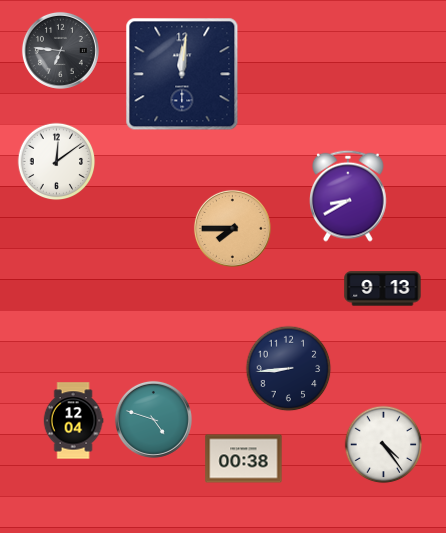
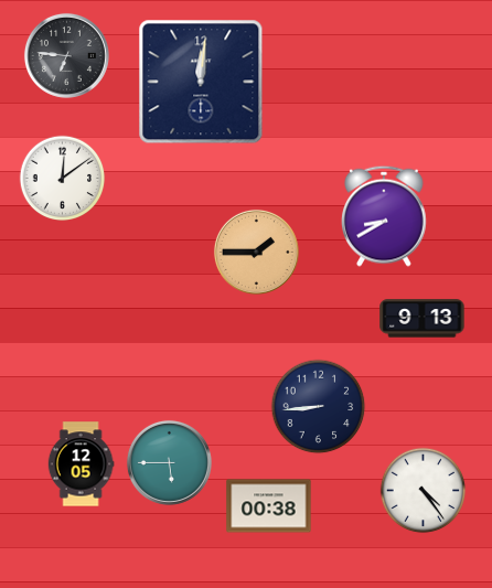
clock at (232, 228): 7:45 -> 1:45
clock at (153, 419): 4:48 -> 5:45
clock at (73, 421): 12:04 -> 12:05
